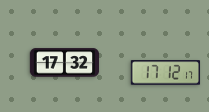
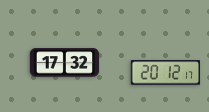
clock at (166, 73): 17:12 -> 20:12
